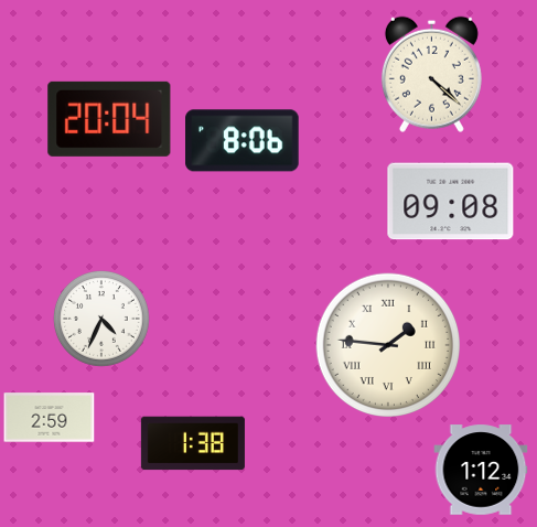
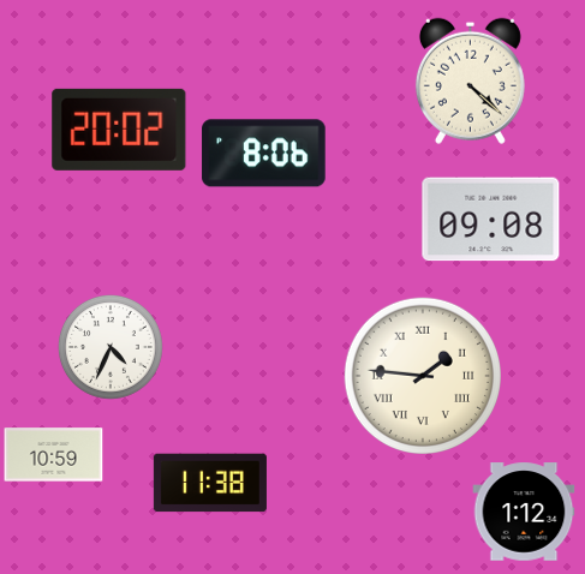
clock at (109, 119): 20:04 -> 20:02
clock at (50, 418): 2:59 -> 10:59
clock at (193, 443): 1:38 -> 11:38
